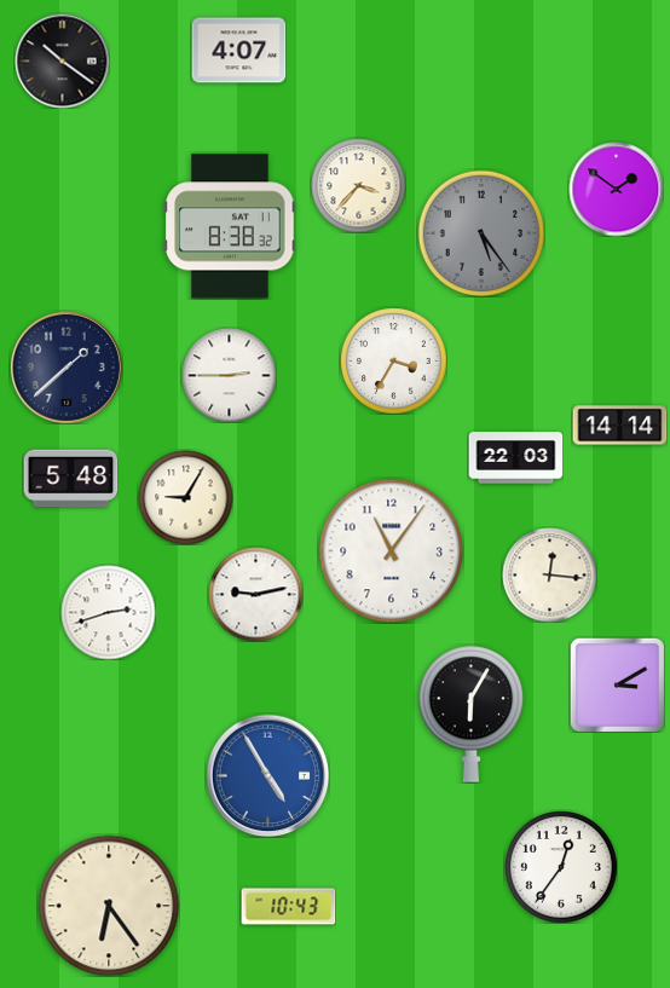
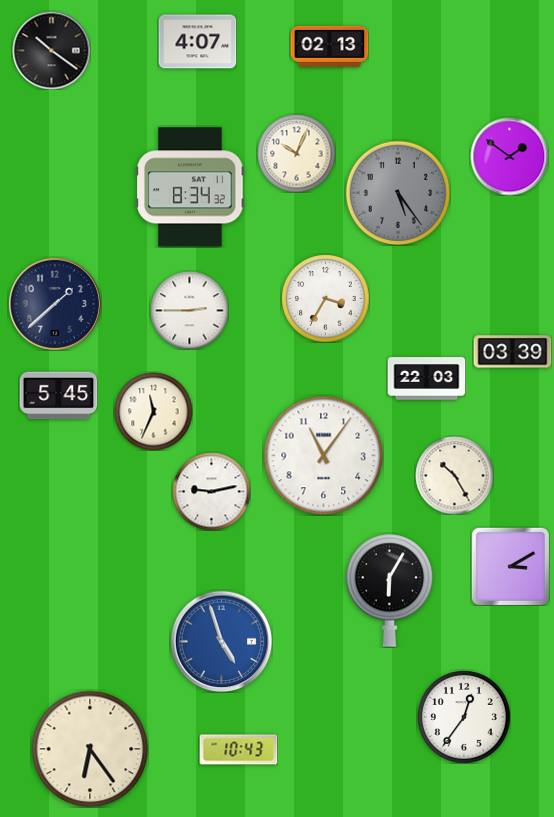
clock at (329, 46): none -> 02:13
clock at (358, 185): 3:37 -> 10:04
clock at (230, 226): 8:38 -> 8:34
clock at (619, 426): 14:14 -> 03:39
clock at (70, 479): 5:48 -> 5:45
clock at (185, 497): 9:05 -> 11:34
clock at (549, 574): 12:16 -> 10:25
clock at (108, 612): 2:42 -> none
clock at (267, 775): 4:55 -> 4:57
